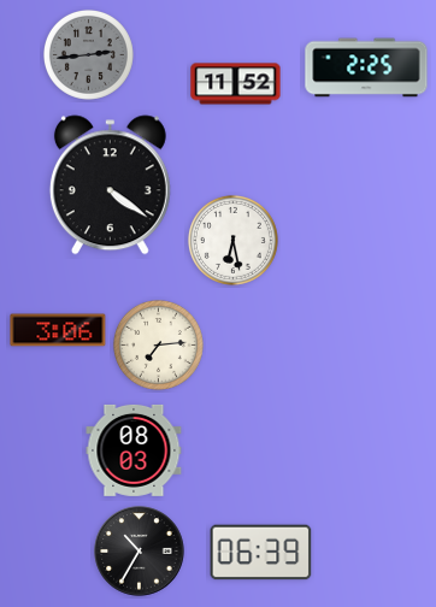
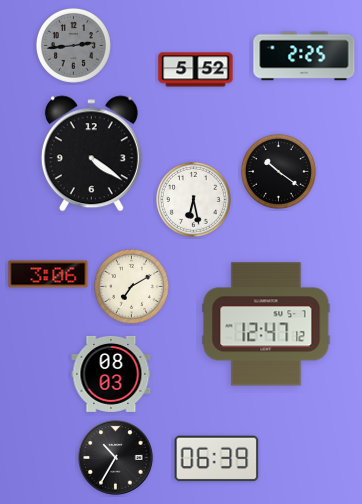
clock at (236, 84): 11:52 -> 5:52
clock at (278, 171): none -> 10:21
clock at (158, 344): 7:14 -> 7:10
clock at (266, 324): none -> 12:47
